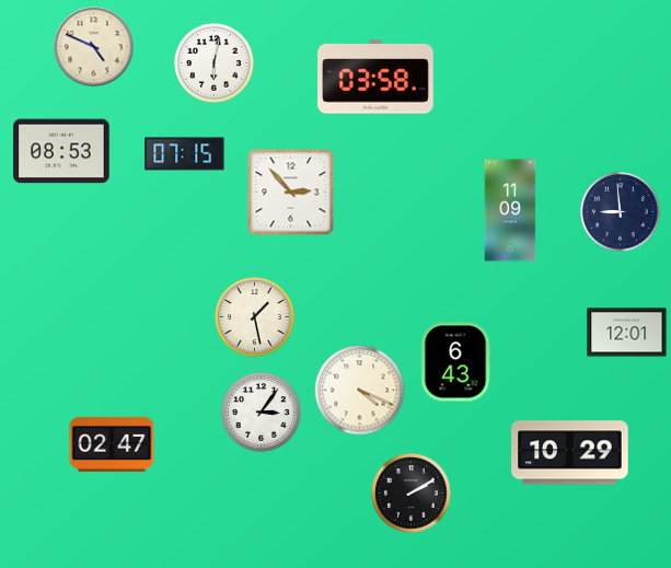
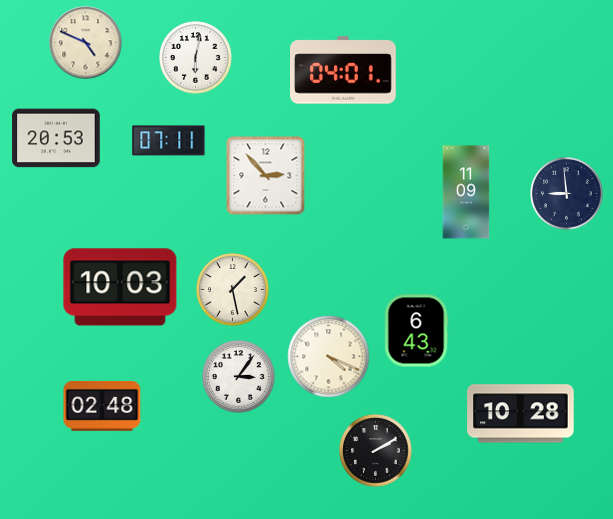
clock at (375, 77): 03:58 -> 04:01
clock at (61, 151): 08:53 -> 20:53
clock at (185, 154): 07:15 -> 07:11
clock at (120, 287): none -> 10:03
clock at (627, 333): 12:01 -> none
clock at (112, 444): 02:47 -> 02:48
clock at (570, 453): 10:29 -> 10:28
